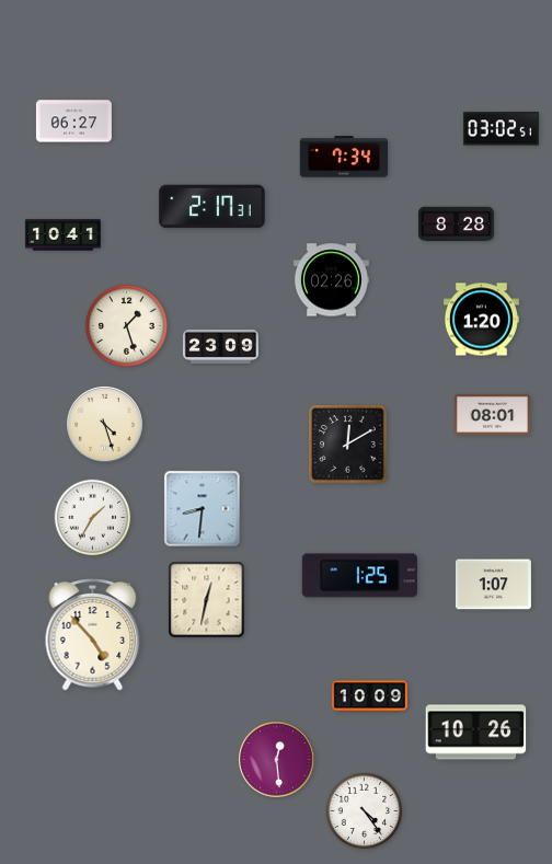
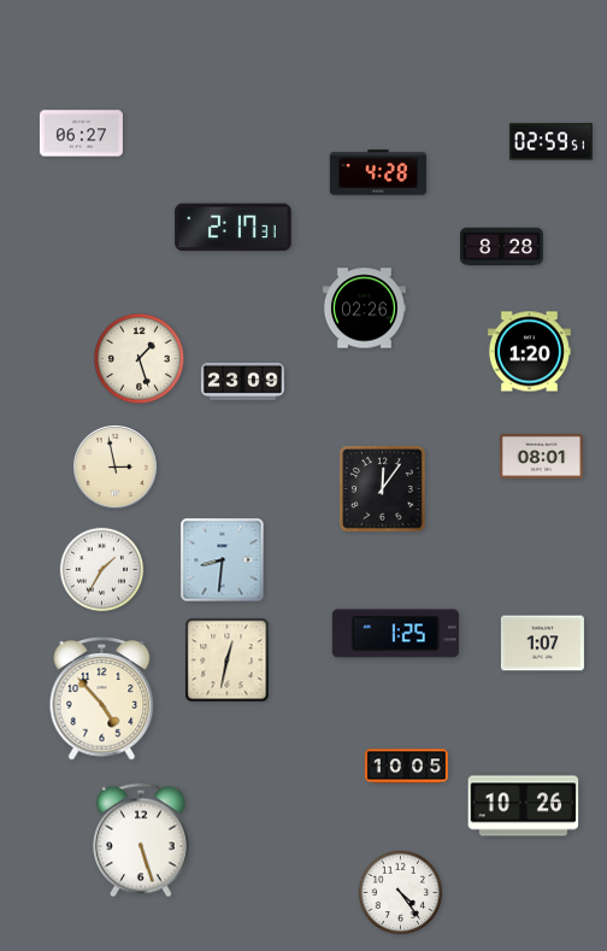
clock at (501, 129): 03:02 -> 02:59
clock at (343, 157): 7:34 -> 4:28
clock at (62, 235): 10:41 -> none
clock at (105, 425): 4:27 -> 2:58
clock at (348, 445): 12:10 -> 12:06
clock at (369, 696): 10:09 -> 10:05
clock at (277, 760): 12:29 -> none
clock at (142, 840): none -> 5:27
